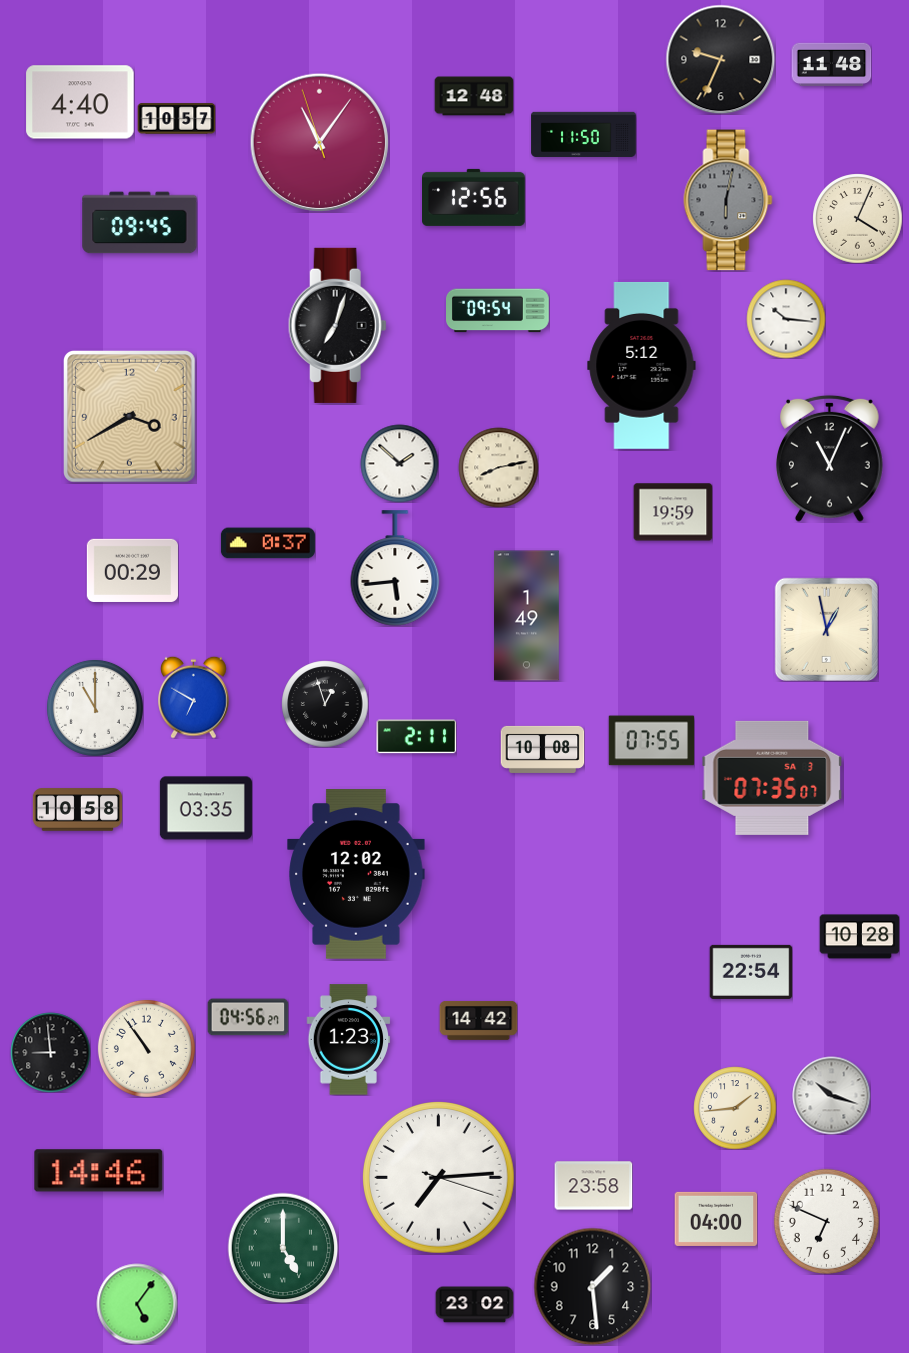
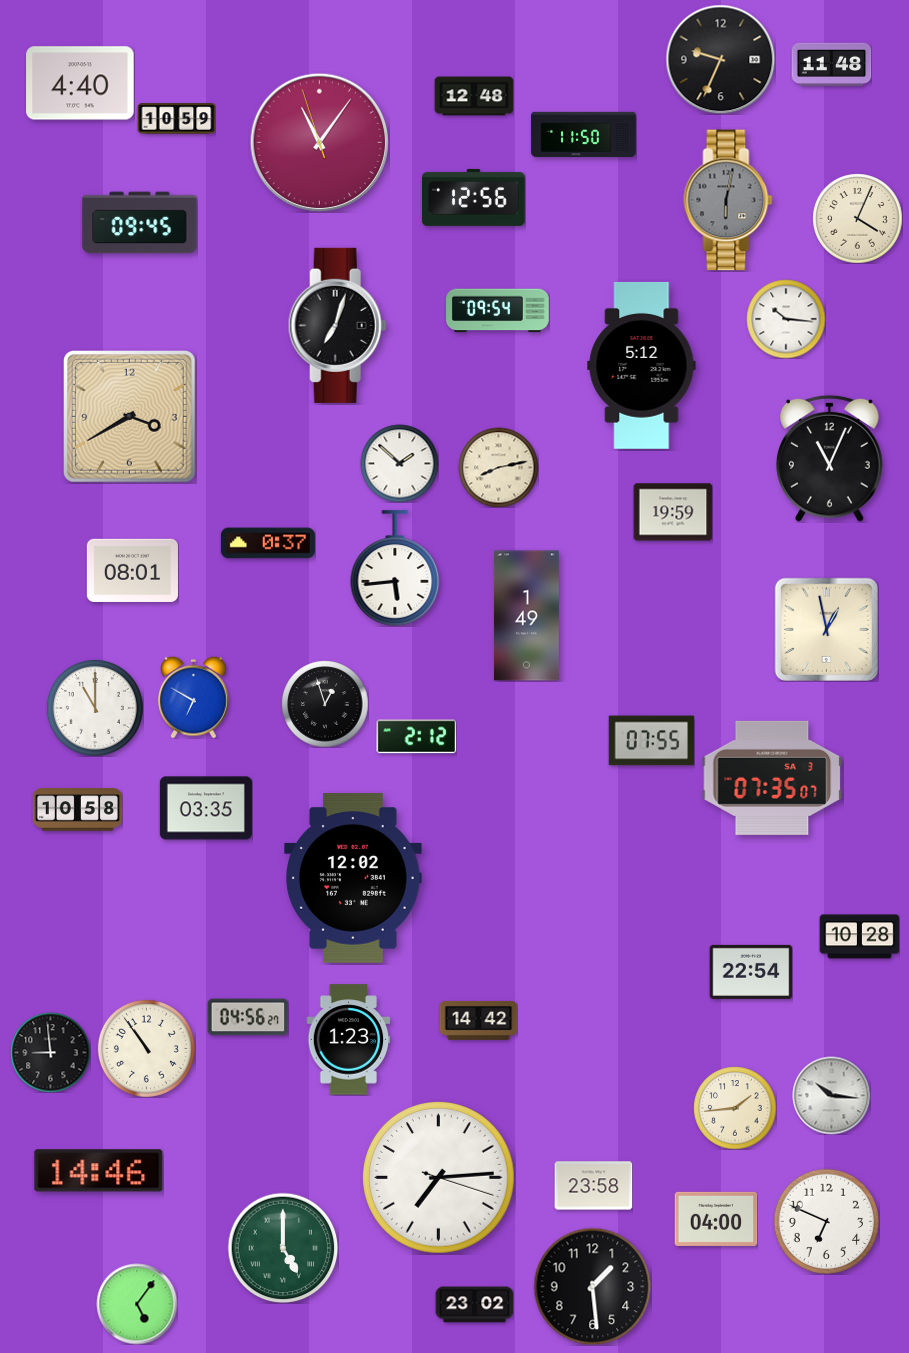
clock at (80, 102) position: (80, 102) -> (80, 83)
clock at (176, 119): 10:57 -> 10:59
clock at (132, 570): 00:29 -> 08:01
clock at (416, 737): 2:11 -> 2:12
clock at (542, 749): 10:08 -> none
clock at (356, 874) position: (356, 874) -> (353, 878)
clock at (831, 1095): 10:18 -> 10:16
